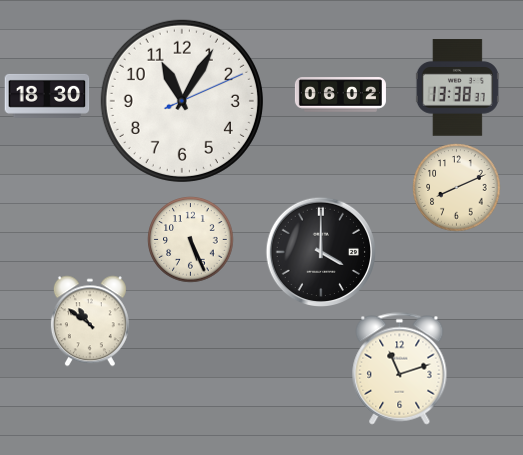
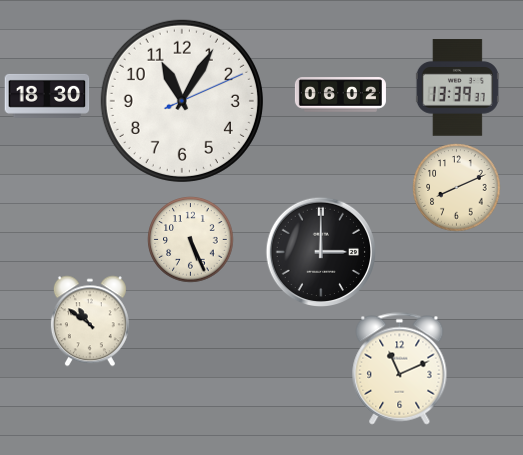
clock at (457, 88): 13:38 -> 13:39
clock at (320, 251): 4:00 -> 3:00
clock at (400, 369): 11:12 -> 11:11
